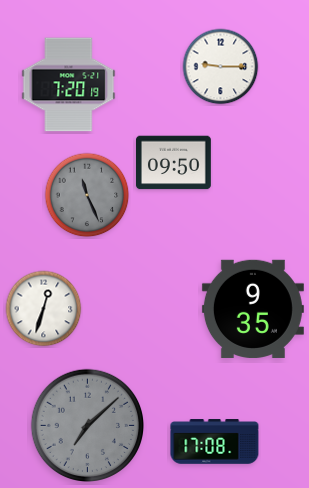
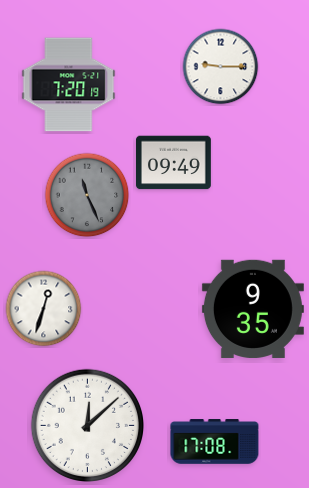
clock at (174, 163): 09:50 -> 09:49
clock at (87, 425): 7:08 -> 12:08
clock at (87, 425) dial: grey -> white
